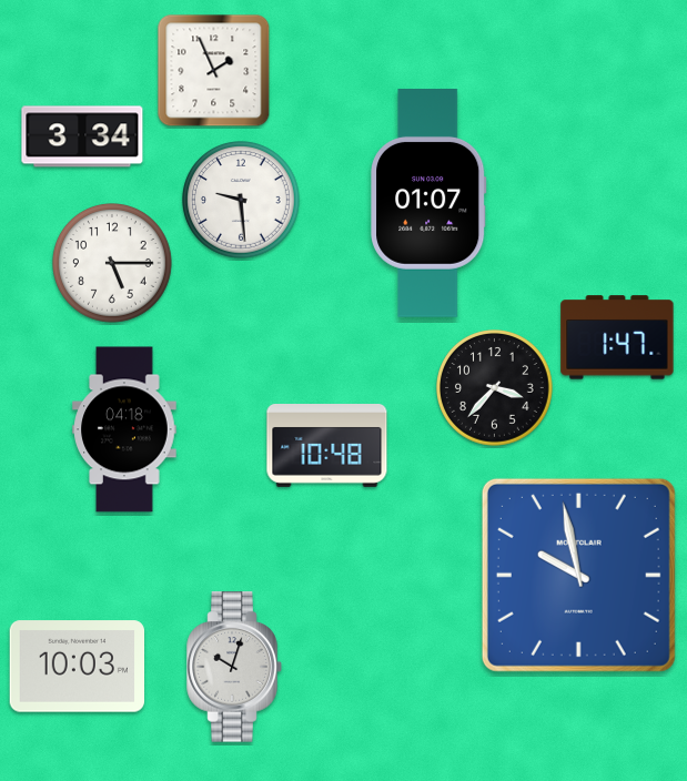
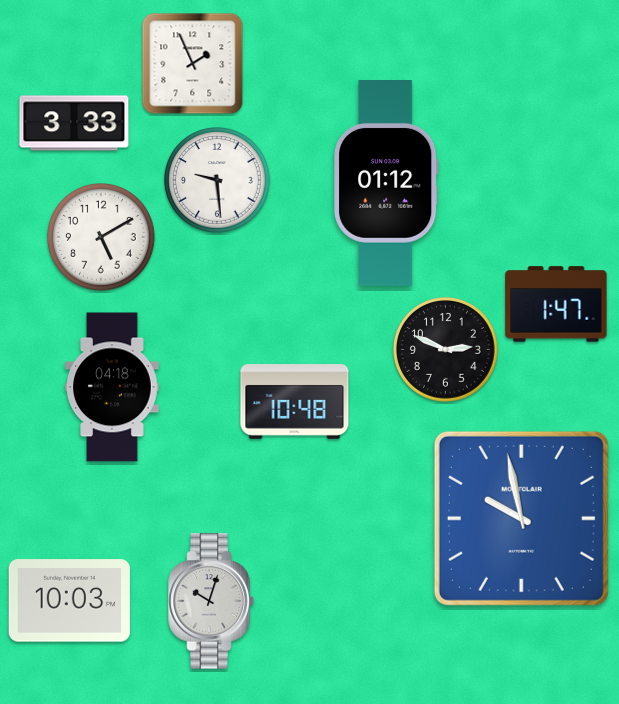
clock at (82, 136): 3:34 -> 3:33
clock at (430, 204): 01:07 -> 01:12
clock at (113, 264): 5:15 -> 5:10
clock at (495, 388): 3:37 -> 2:49
